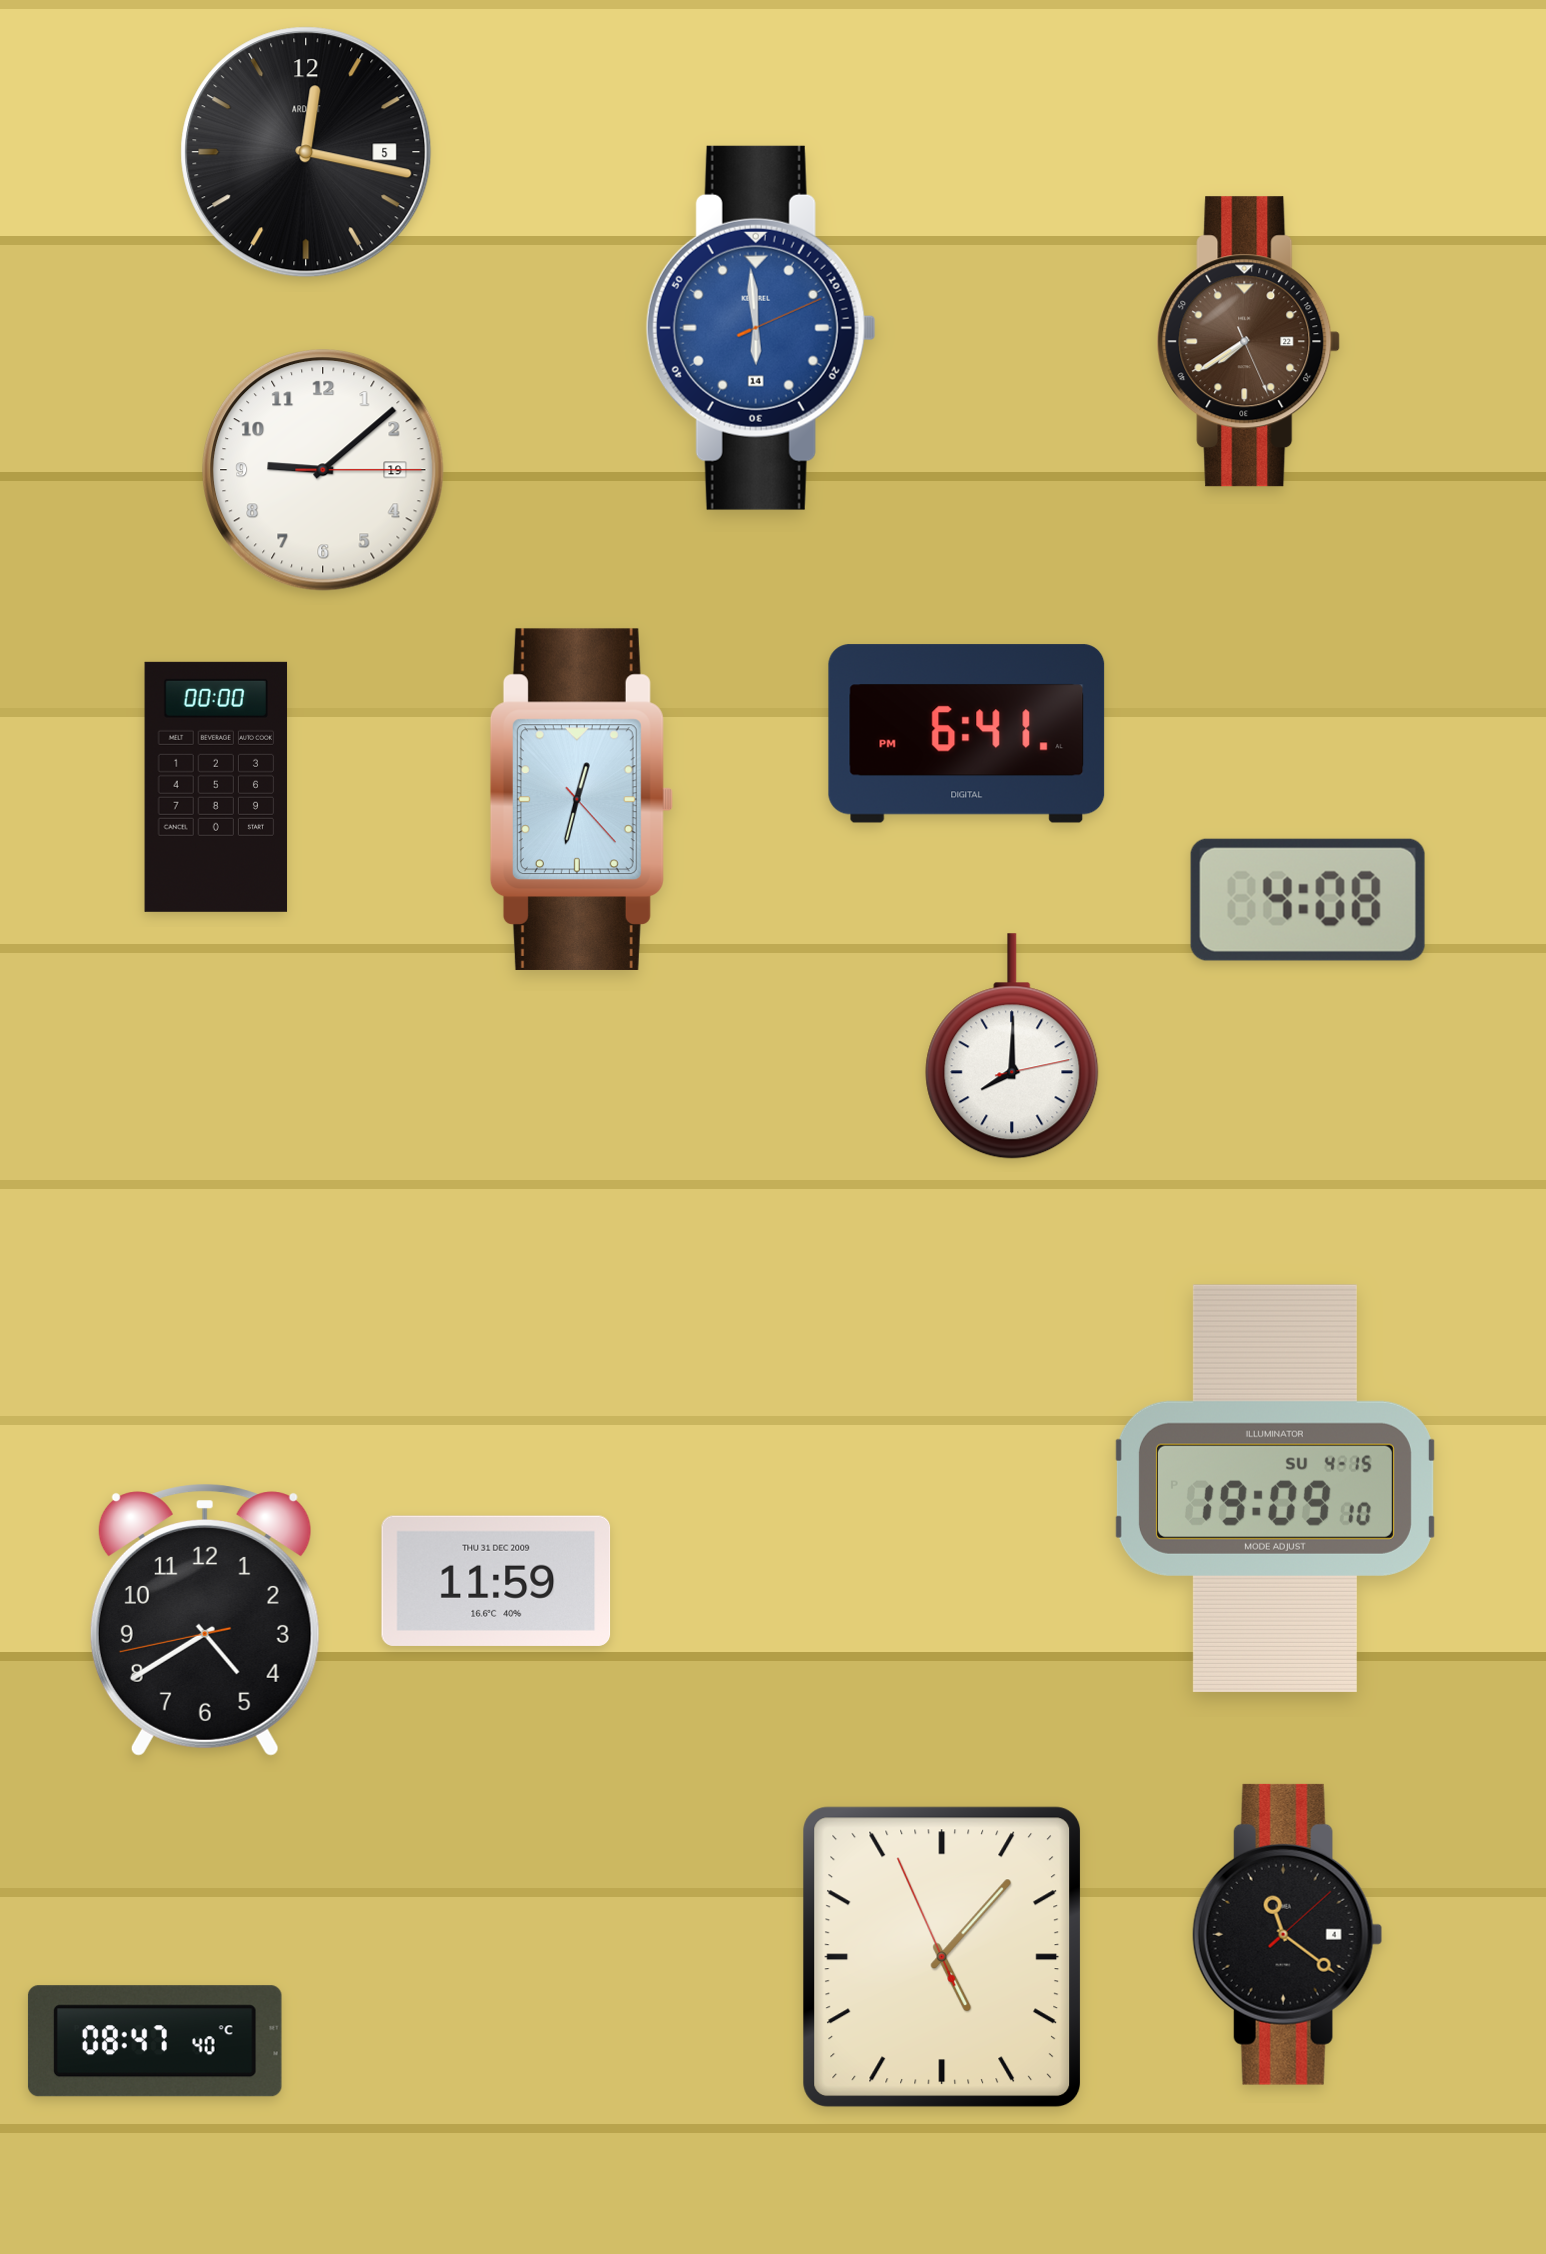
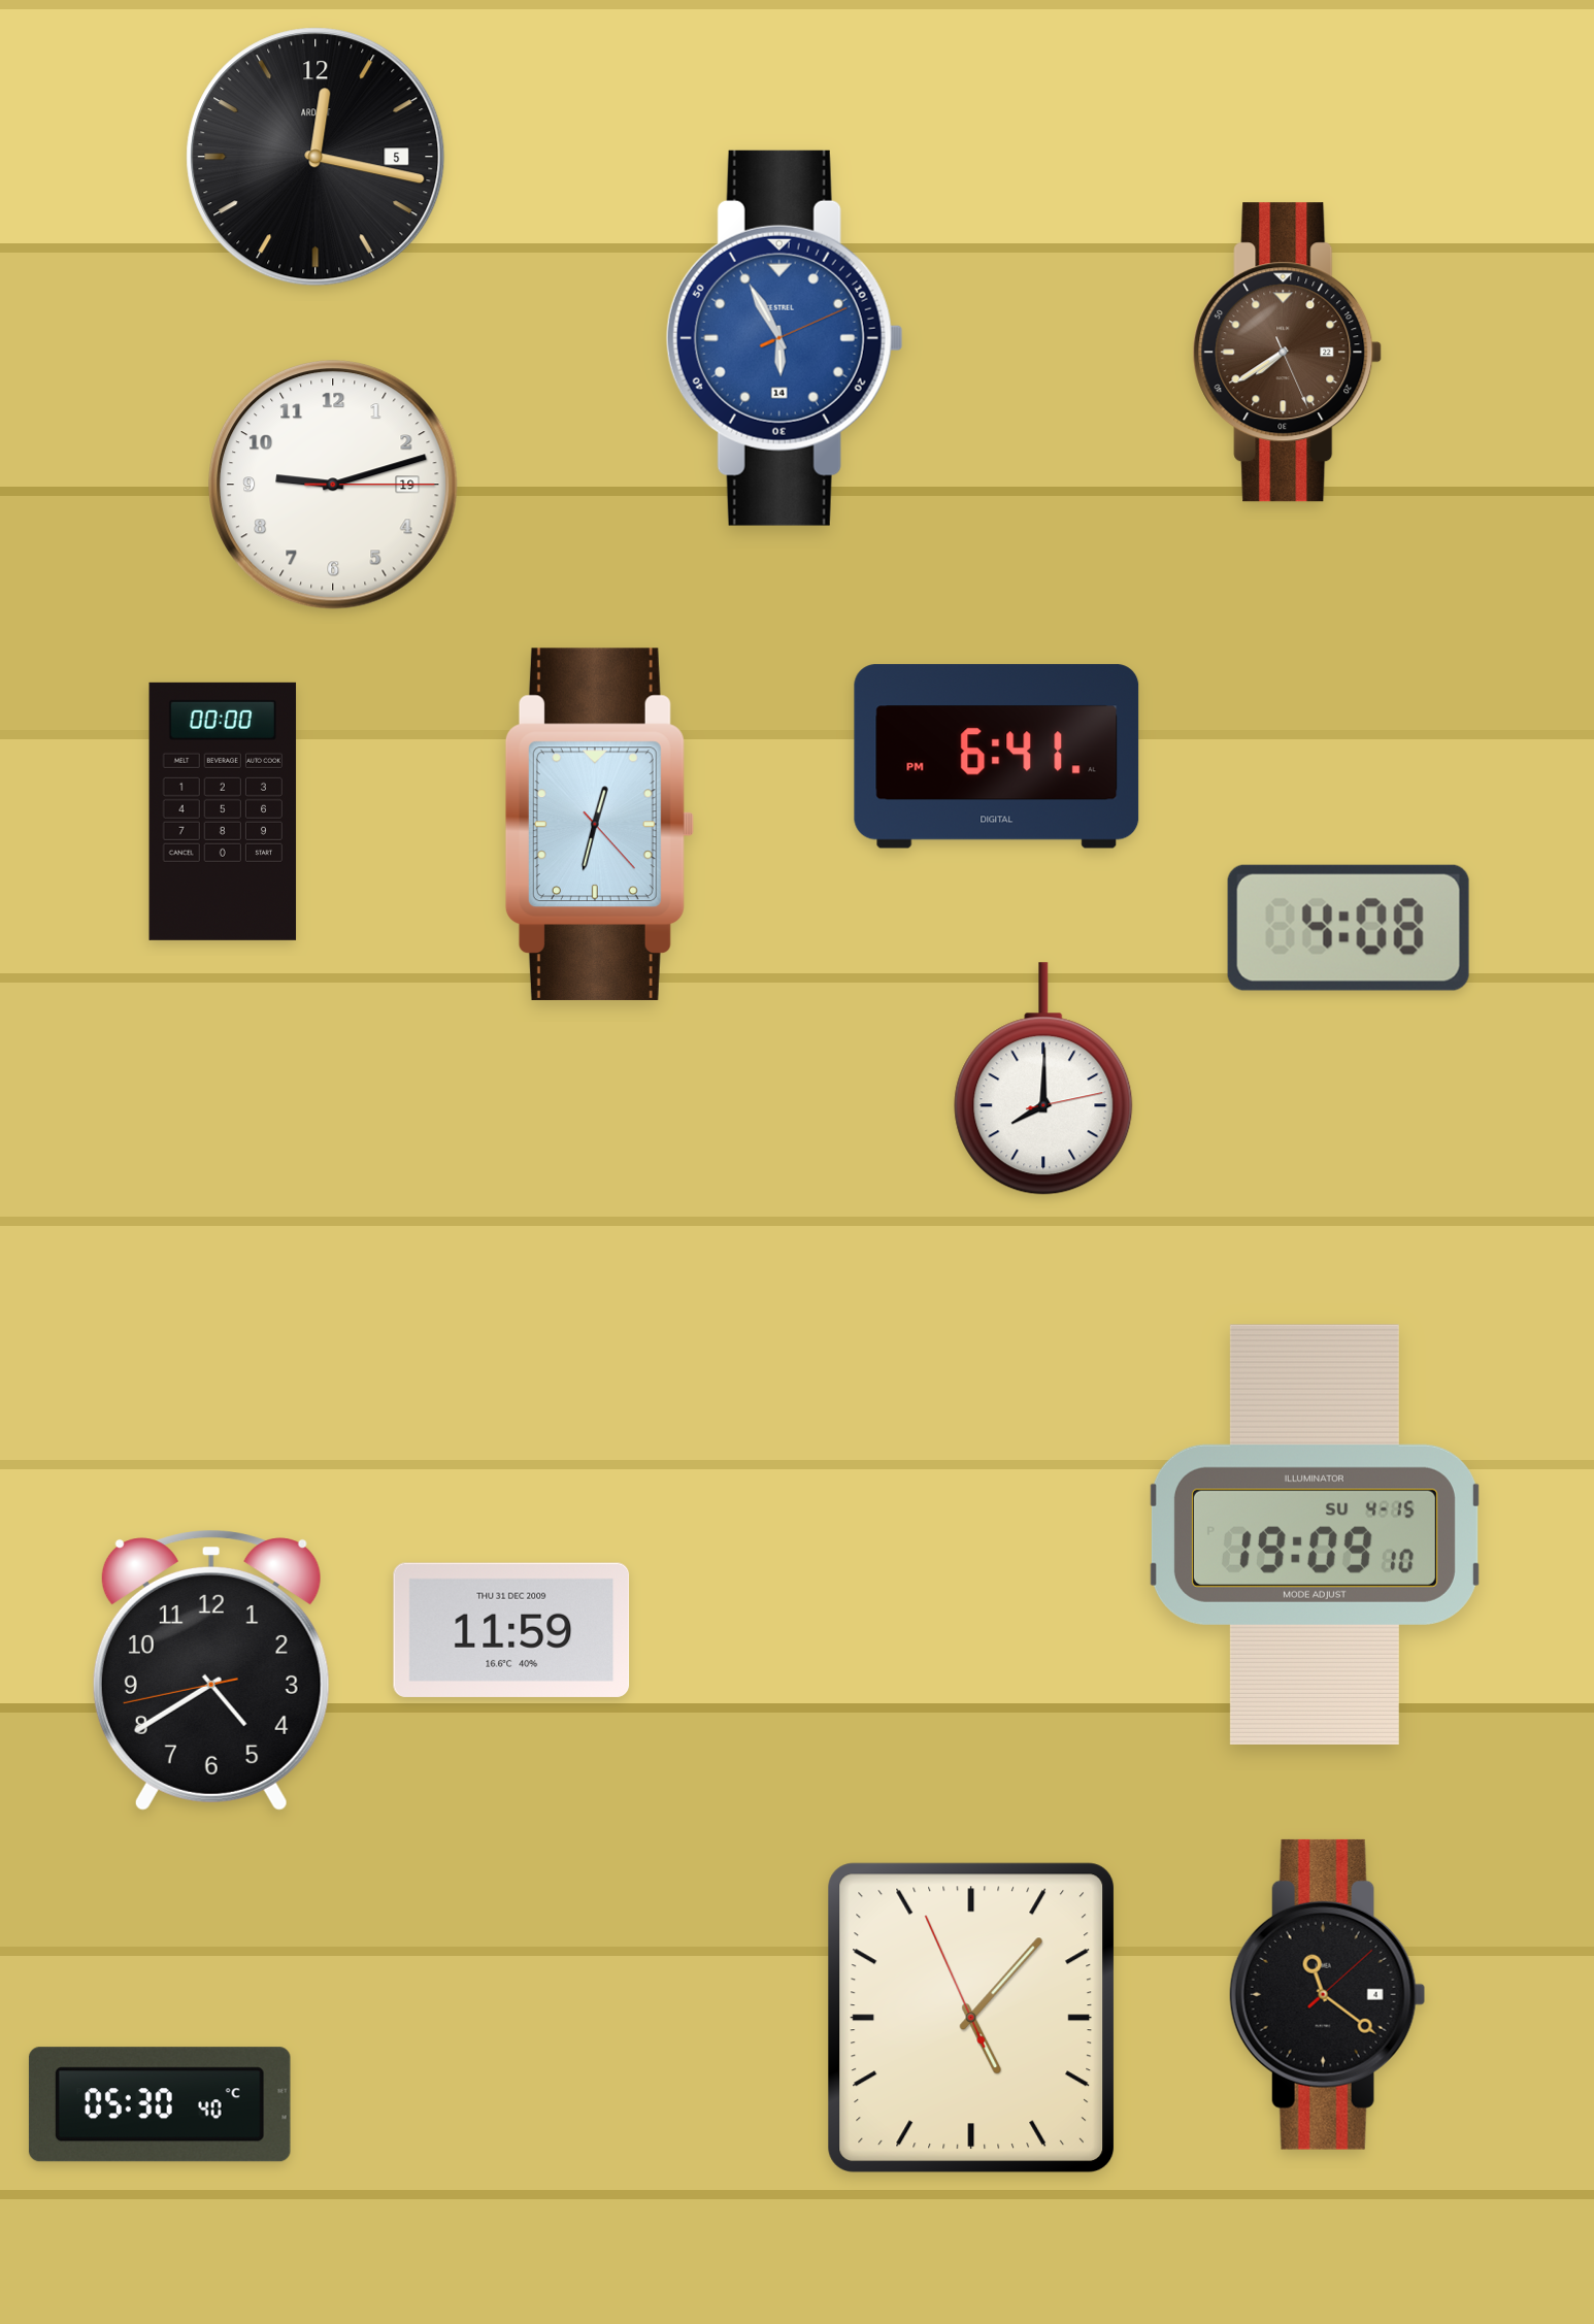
clock at (761, 328): 5:59 -> 5:55
clock at (324, 471): 9:08 -> 9:12
clock at (155, 2041): 08:47 -> 05:30
